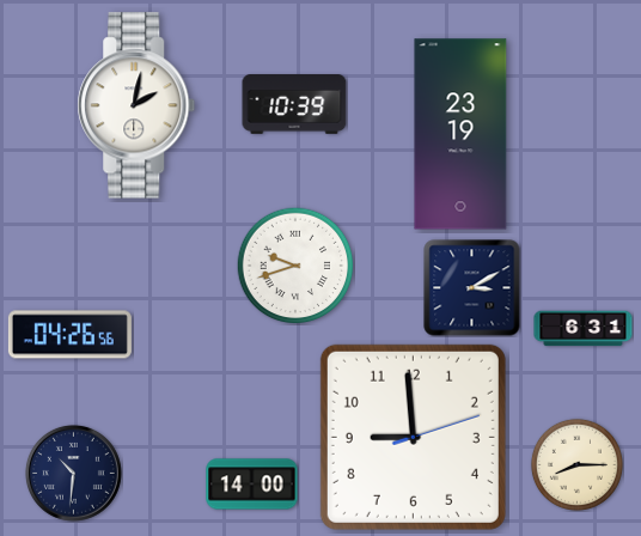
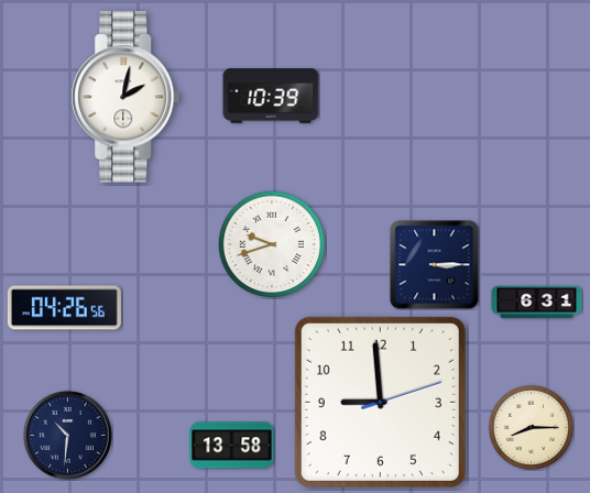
clock at (460, 134): 23:19 -> none
clock at (472, 288): 3:10 -> 3:15
clock at (252, 485): 14:00 -> 13:58
